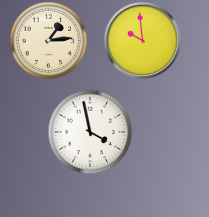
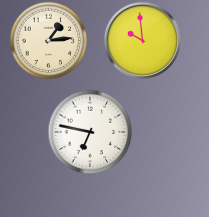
clock at (90, 132): 3:58 -> 6:47
